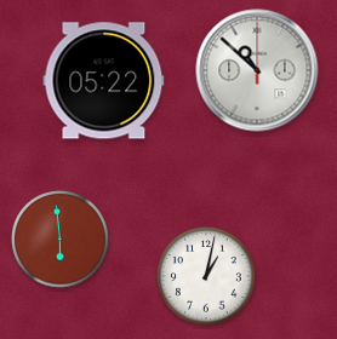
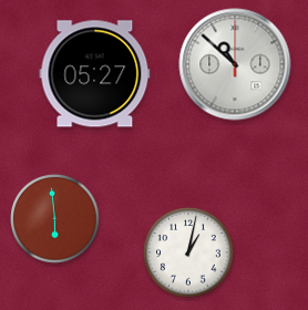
clock at (104, 81): 05:22 -> 05:27
